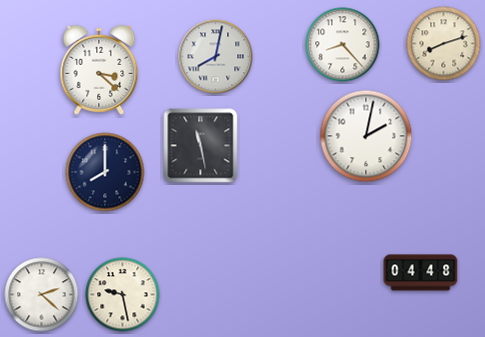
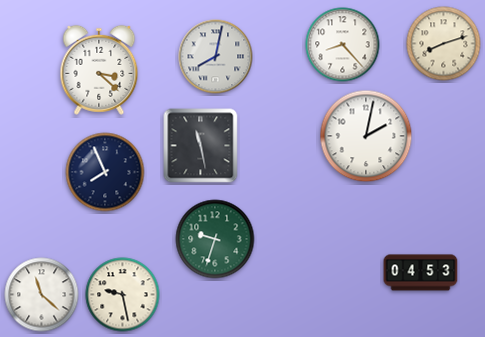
clock at (105, 172): 8:00 -> 7:56
clock at (215, 239): none -> 9:33
clock at (421, 273): 04:48 -> 04:53
clock at (42, 295): 2:22 -> 11:22
